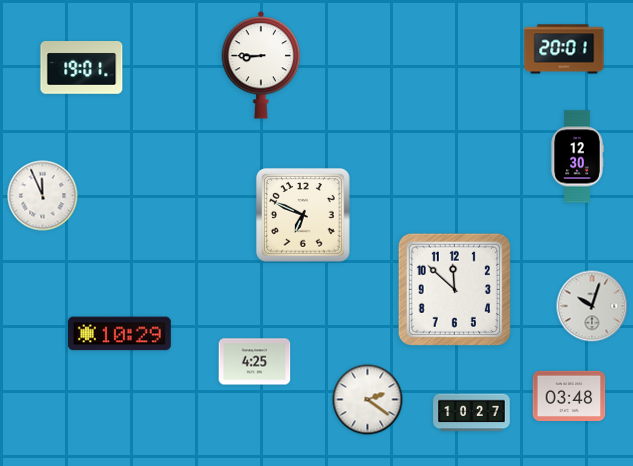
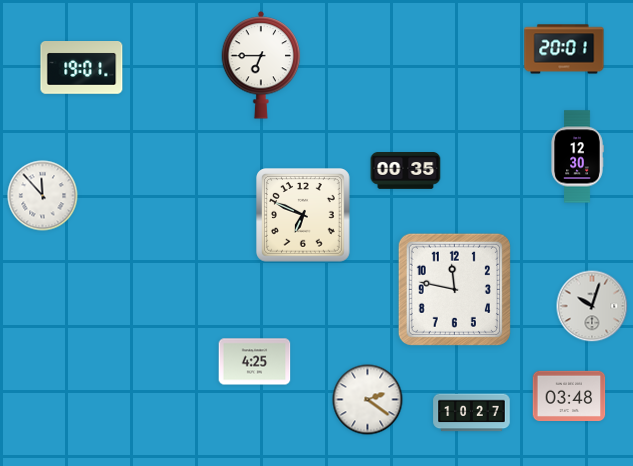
clock at (261, 65): 8:45 -> 6:45
clock at (406, 171): none -> 00:35
clock at (43, 196): 11:56 -> 11:53
clock at (454, 289): 11:52 -> 11:47
clock at (119, 334): 10:29 -> none
